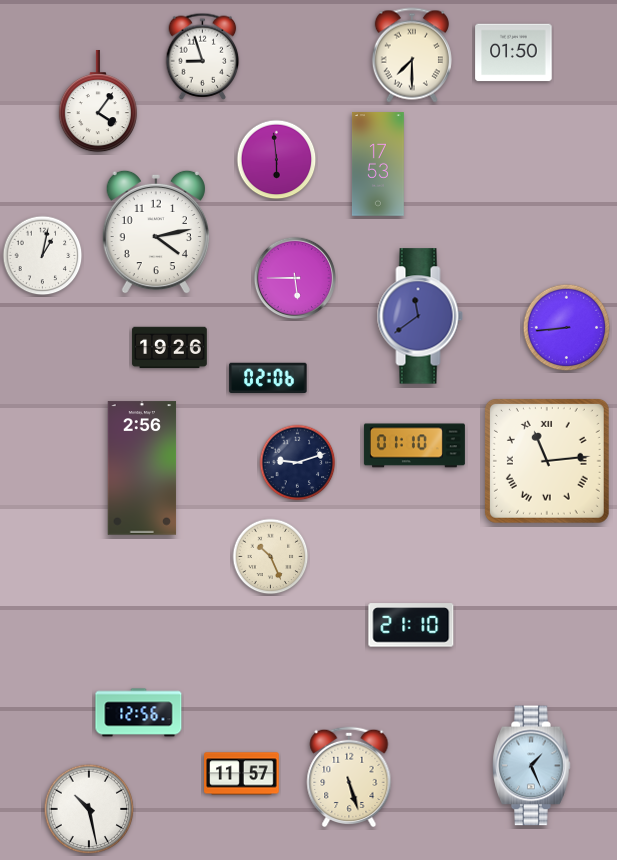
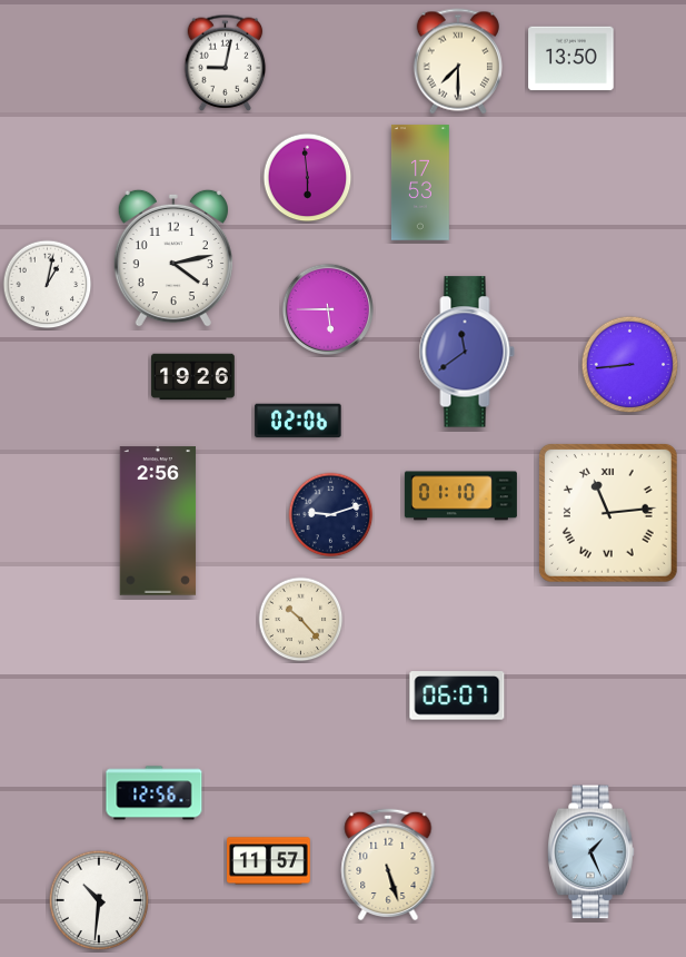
clock at (514, 53): 01:50 -> 13:50
clock at (203, 56): 8:57 -> 9:02
clock at (98, 101): 4:06 -> none
clock at (170, 348) position: (170, 348) -> (193, 377)
clock at (271, 557): 10:26 -> 10:23
clock at (411, 625): 21:10 -> 06:07
clock at (89, 809): 10:28 -> 10:31
